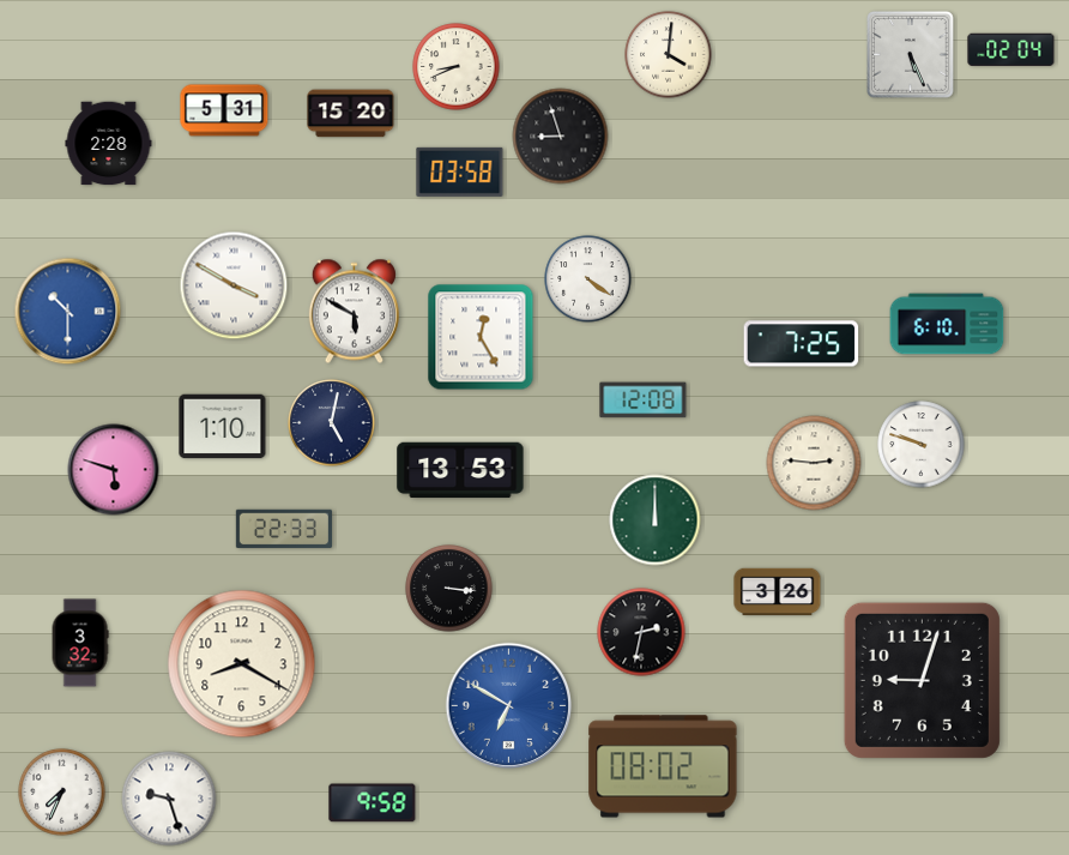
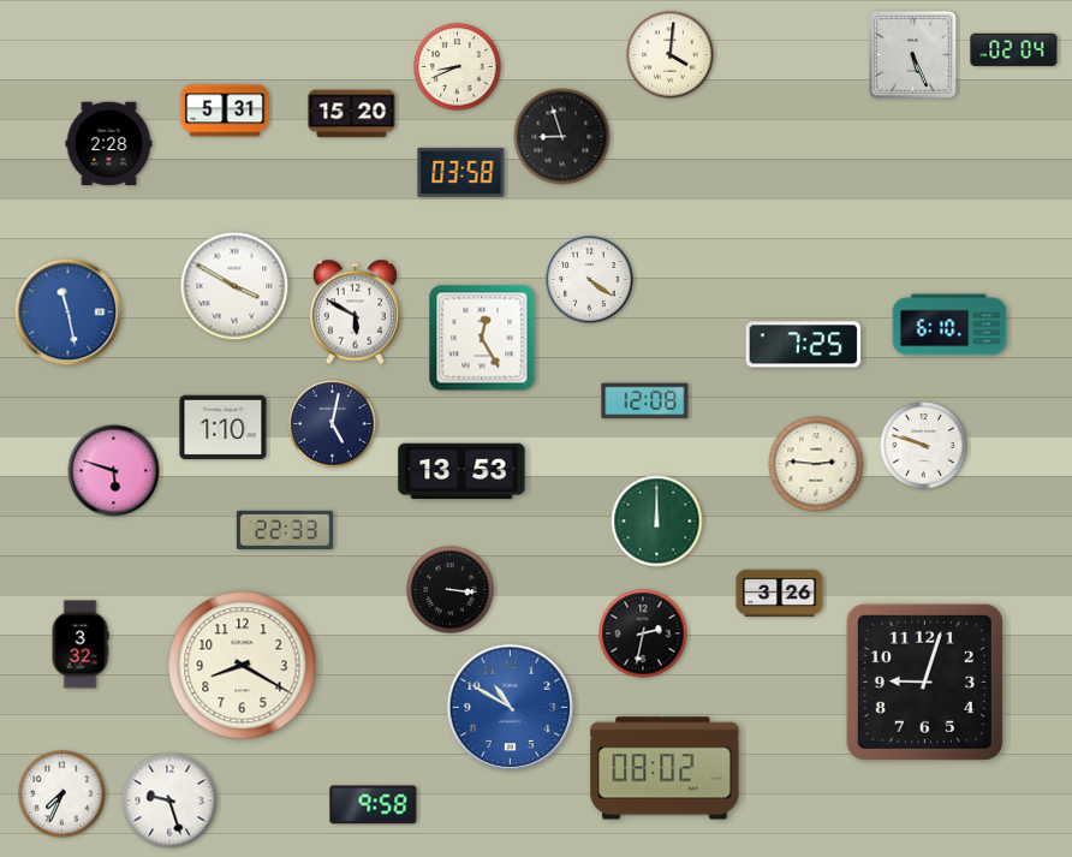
clock at (68, 312): 10:30 -> 11:28
clock at (509, 706): 6:50 -> 10:50
